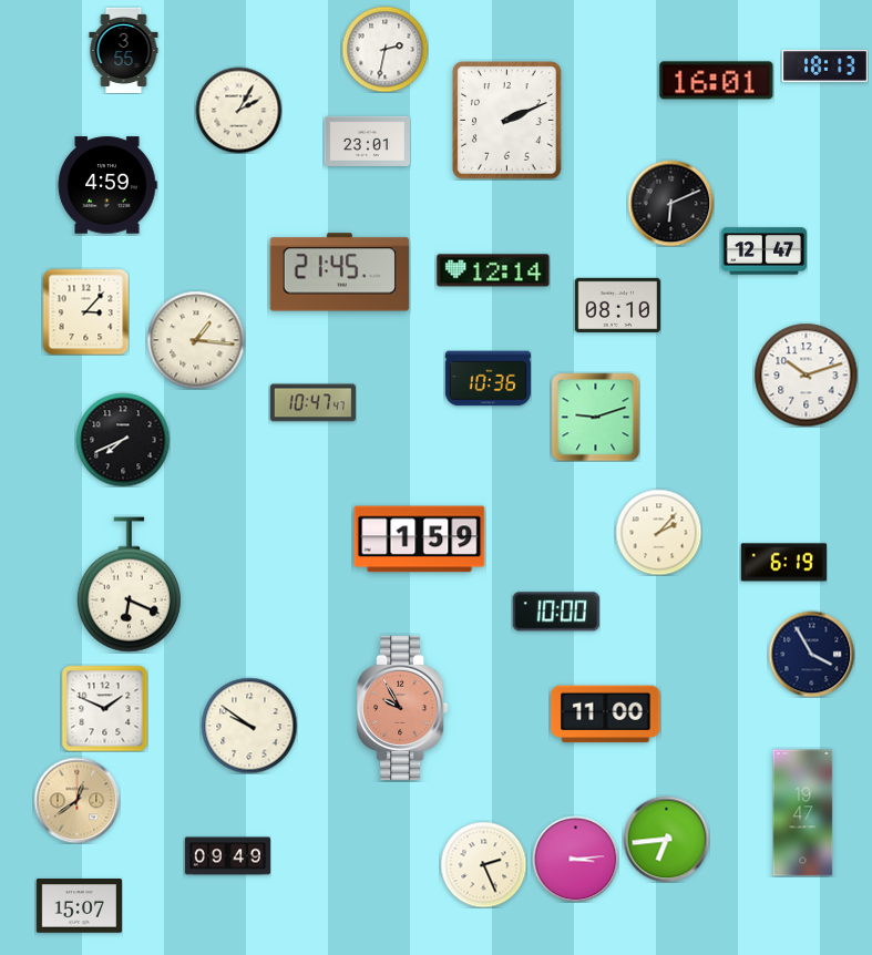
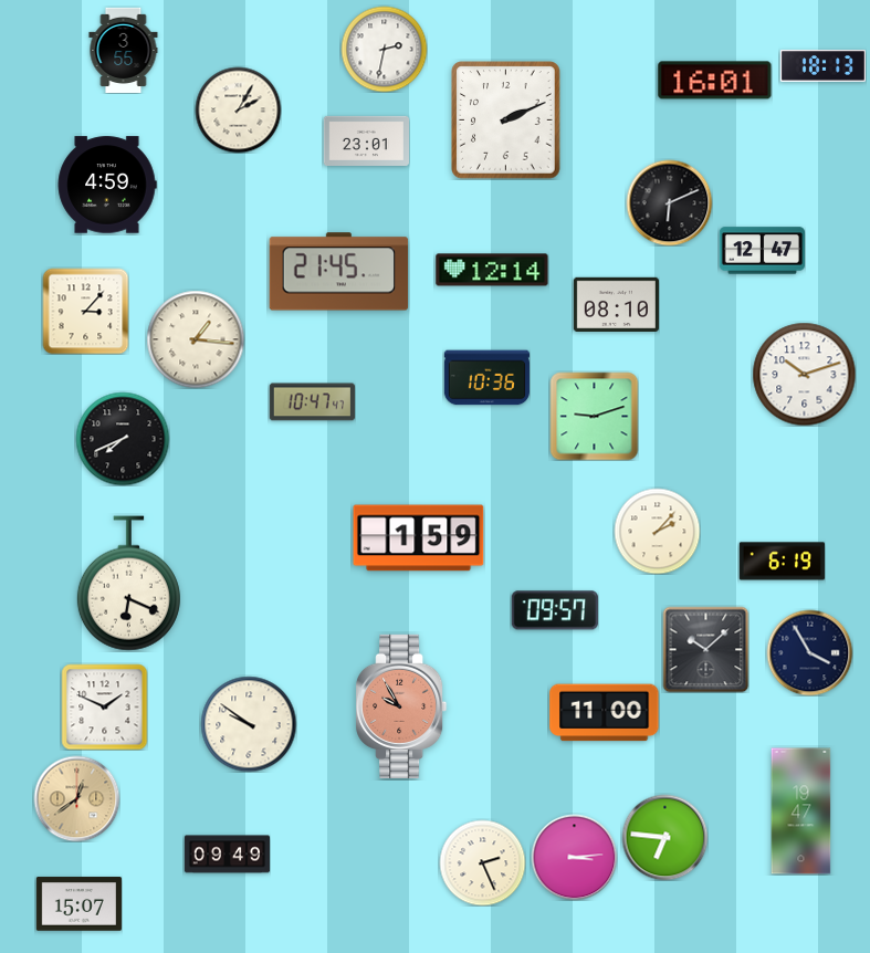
clock at (556, 612): 10:00 -> 09:57
clock at (705, 649): none -> 10:08
clock at (666, 839): 6:44 -> 6:46
